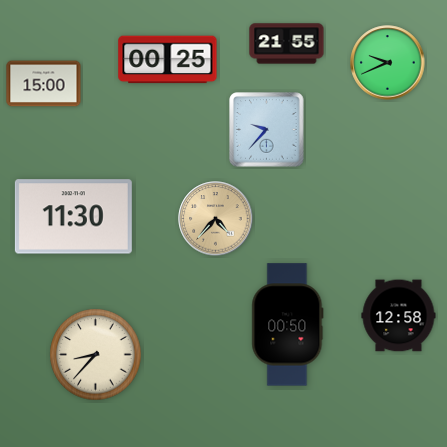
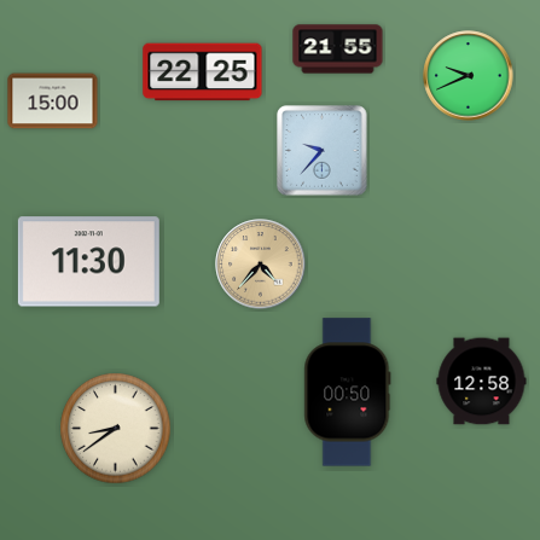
clock at (287, 44) position: (287, 44) -> (338, 50)
clock at (168, 60): 00:25 -> 22:25
clock at (267, 130) position: (267, 130) -> (323, 151)
clock at (96, 355): 8:37 -> 8:39
